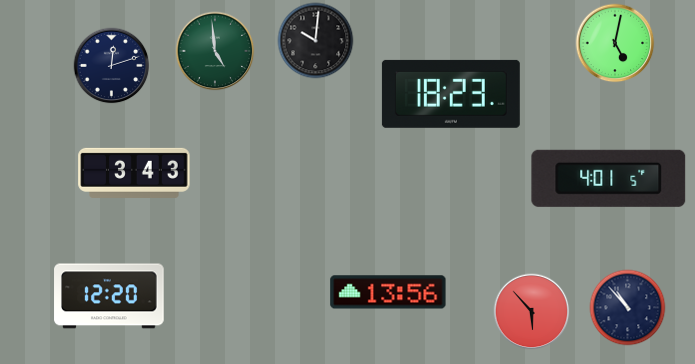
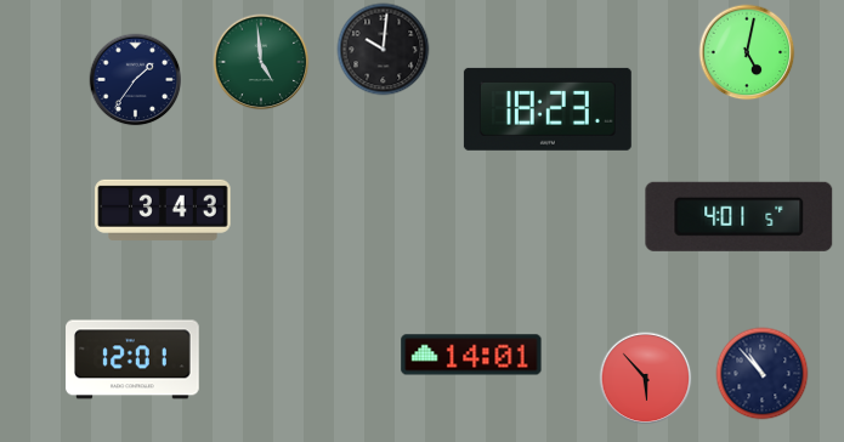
clock at (112, 66): 12:12 -> 1:36
clock at (451, 94) position: (451, 94) -> (548, 109)
clock at (388, 292): 13:56 -> 14:01
clock at (109, 296): 12:20 -> 12:01
